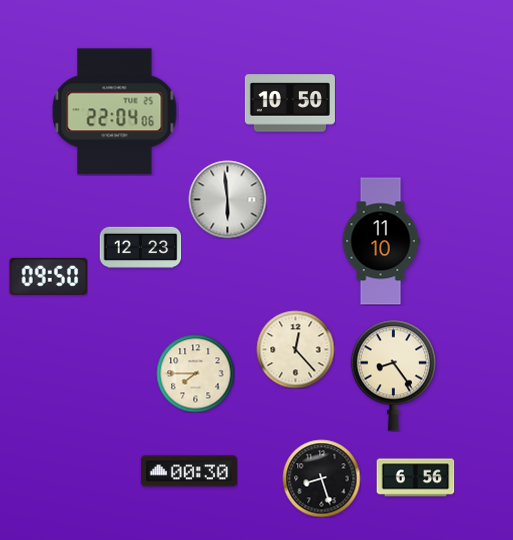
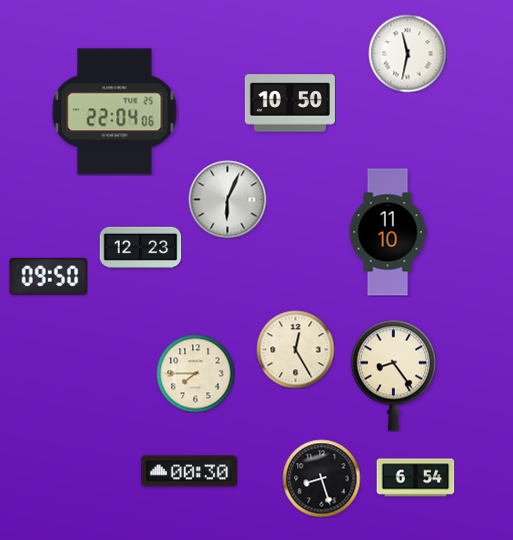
clock at (407, 53): none -> 11:32
clock at (227, 199): 5:59 -> 6:04
clock at (381, 241) position: (381, 241) -> (388, 232)
clock at (295, 349): 12:23 -> 12:25
clock at (415, 478): 6:56 -> 6:54
